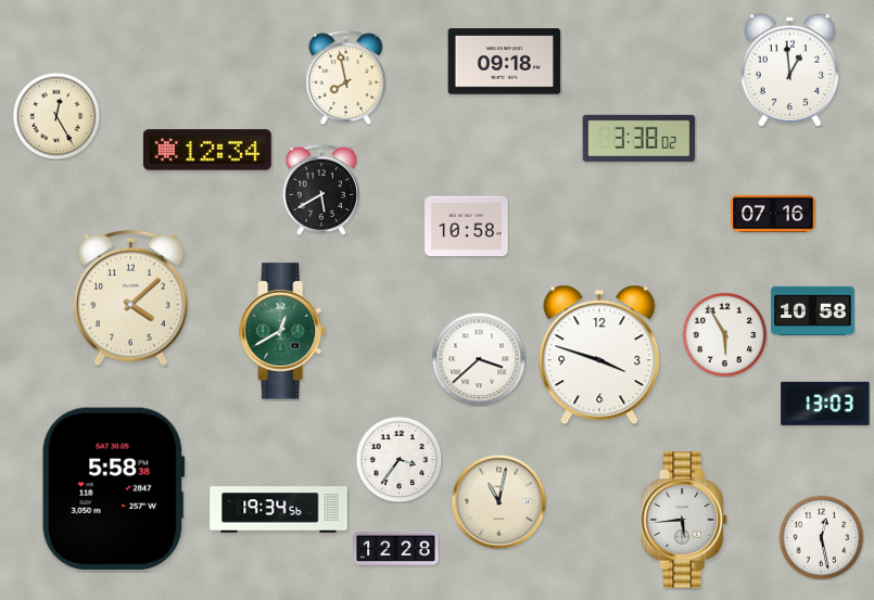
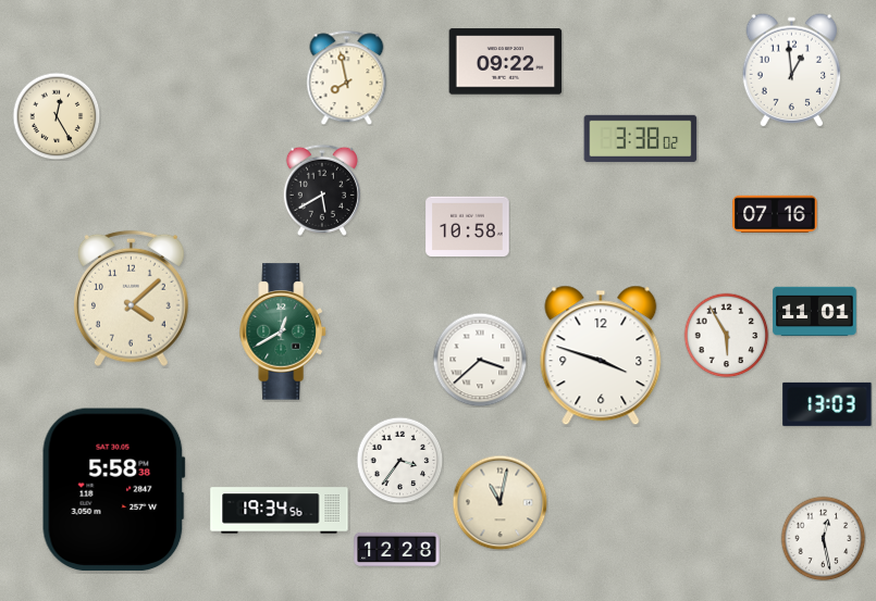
clock at (505, 62): 09:18 -> 09:22
clock at (207, 150): 12:34 -> none
clock at (813, 311): 10:58 -> 11:01
clock at (684, 520): 5:44 -> none
